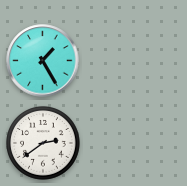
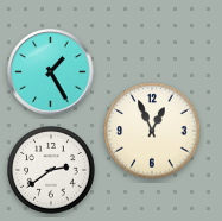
clock at (152, 131): none -> 12:56
